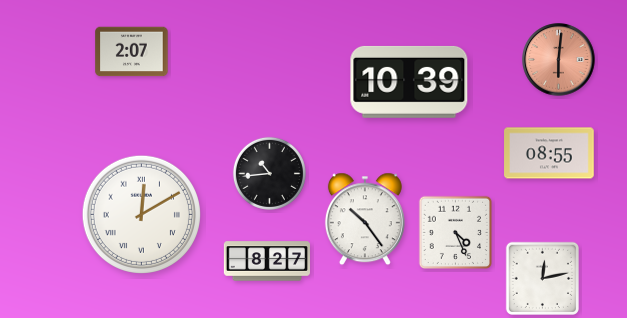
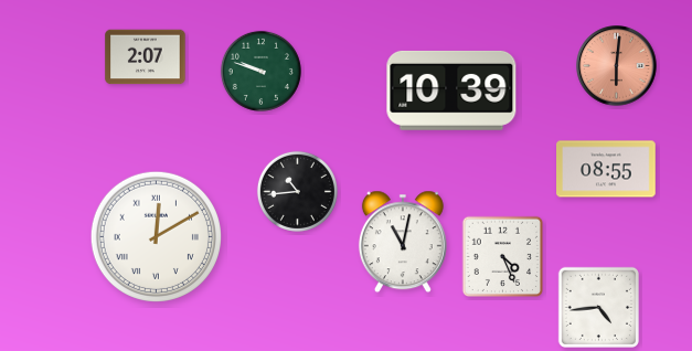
clock at (260, 71): none -> 9:48
clock at (365, 219): 10:24 -> 11:02
clock at (266, 261): 8:27 -> none
clock at (542, 278): 12:13 -> 4:44
